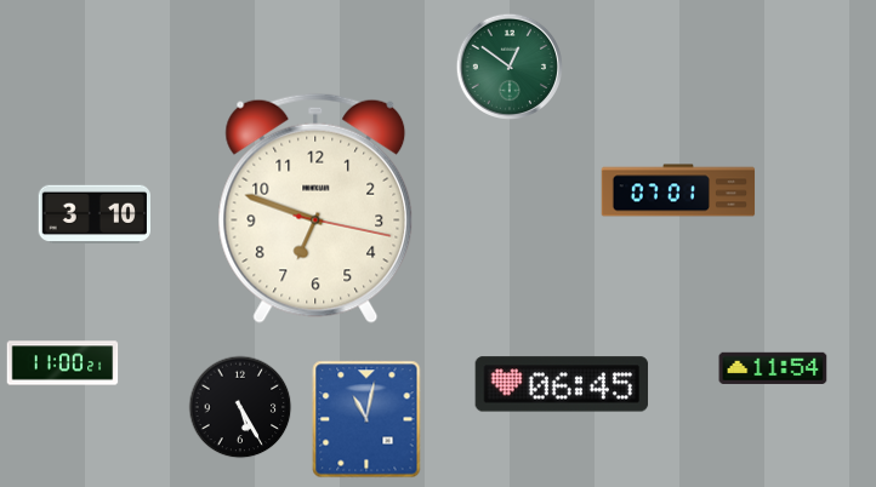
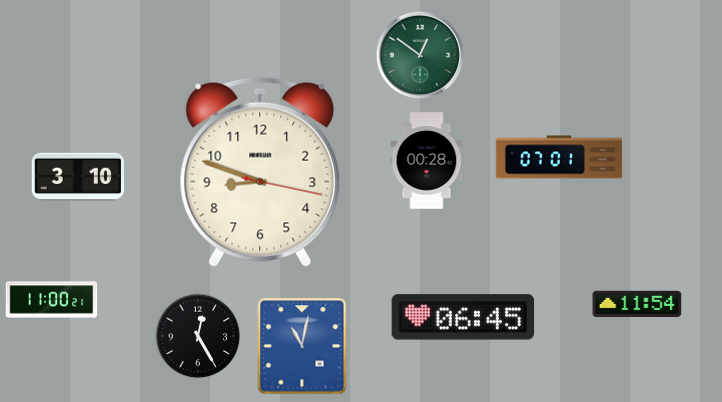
clock at (427, 161): none -> 00:28
clock at (315, 208): 6:48 -> 8:48
clock at (240, 407): 5:25 -> 12:25
